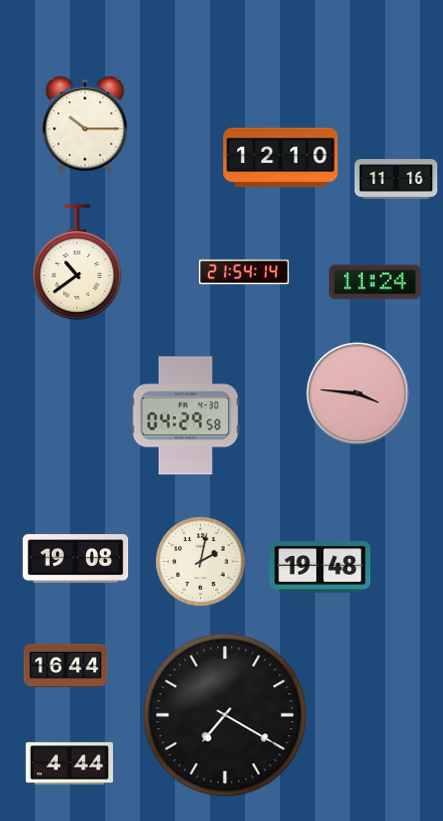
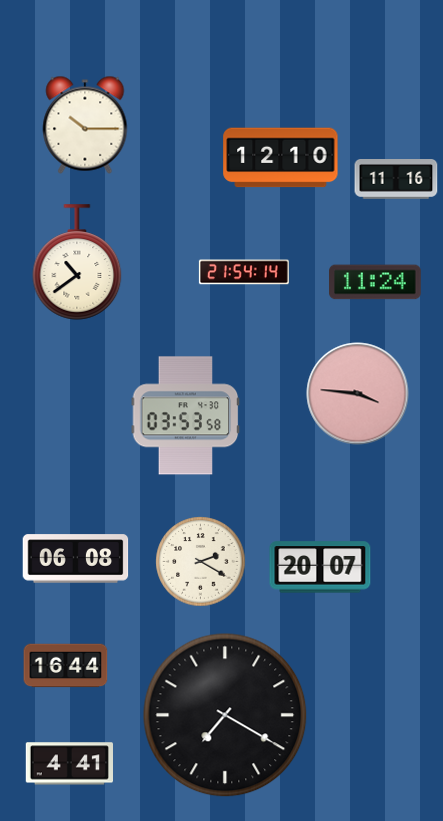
clock at (186, 416): 04:29 -> 03:53
clock at (76, 559): 19:08 -> 06:08
clock at (201, 562): 2:02 -> 2:20
clock at (320, 567): 19:48 -> 20:07
clock at (69, 764): 4:44 -> 4:41
